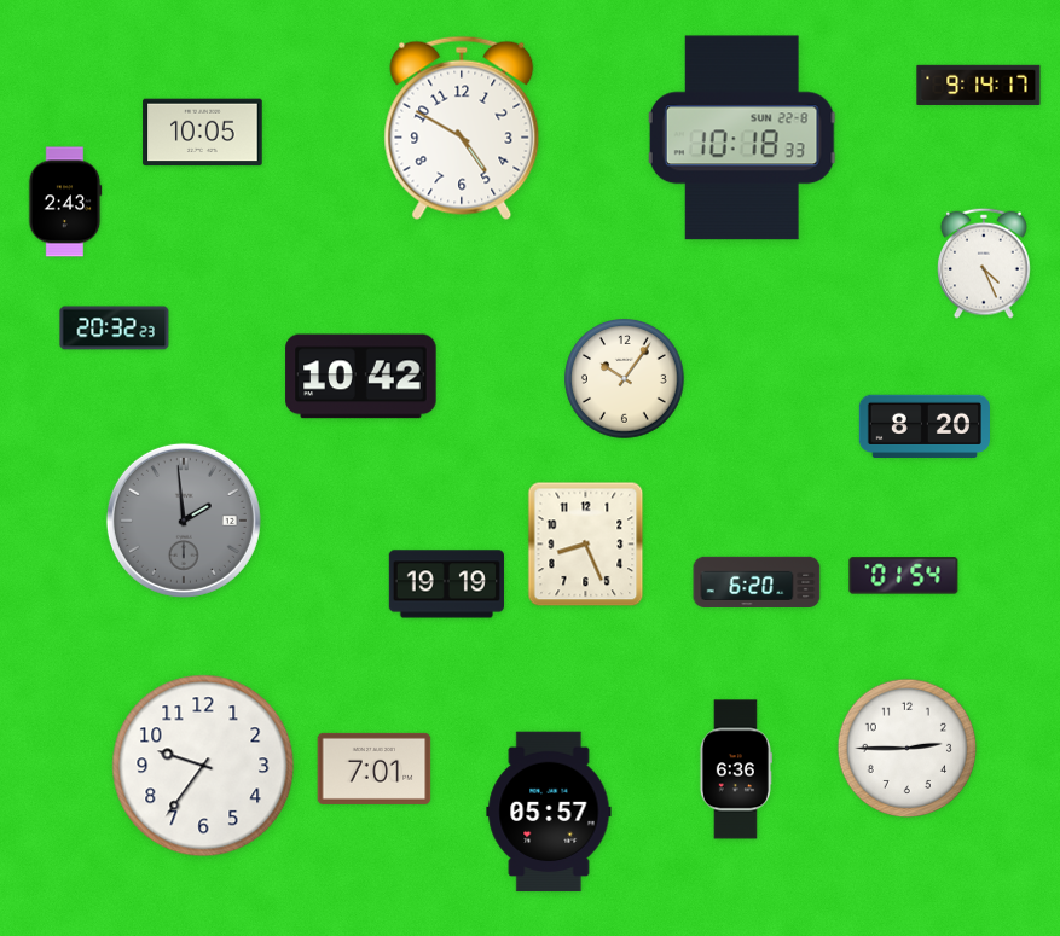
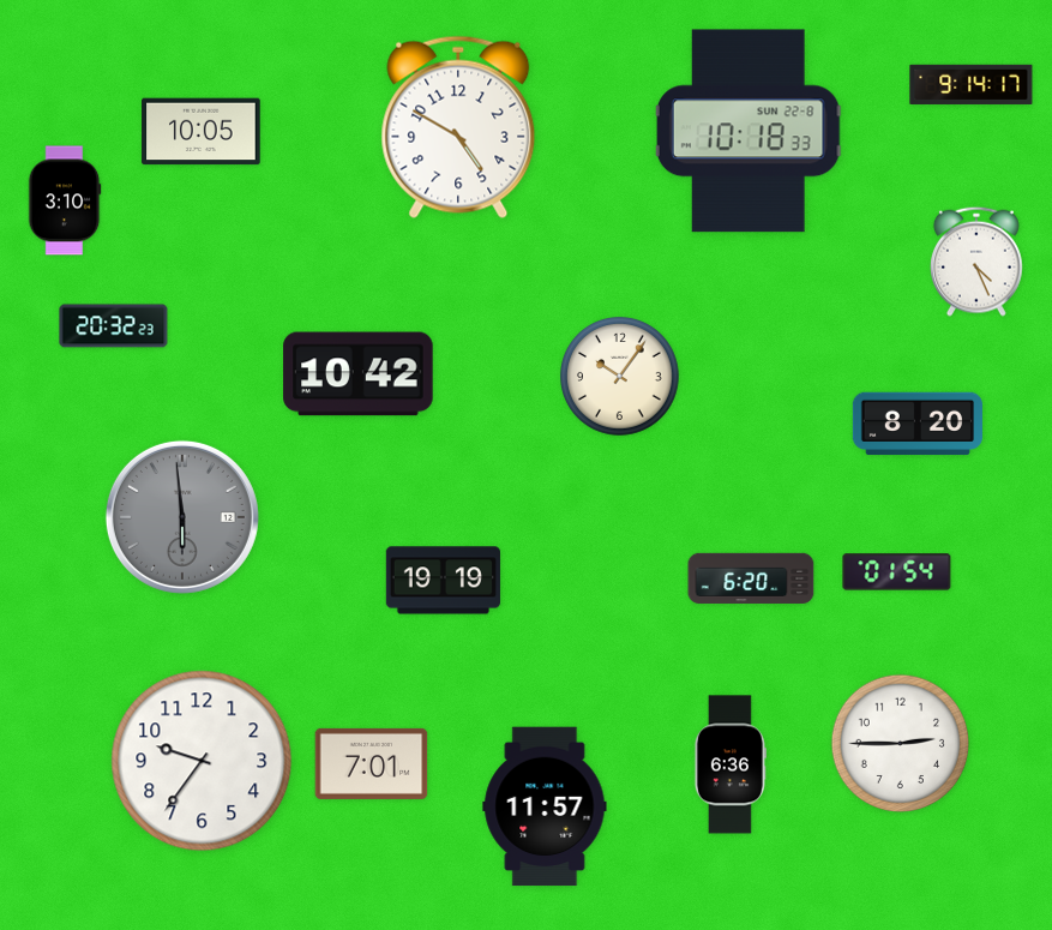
clock at (742, 138) position: (742, 138) -> (749, 131)
clock at (65, 202): 2:43 -> 3:10
clock at (184, 521): 1:59 -> 5:59
clock at (586, 545): 8:26 -> none
clock at (549, 812): 05:57 -> 11:57
